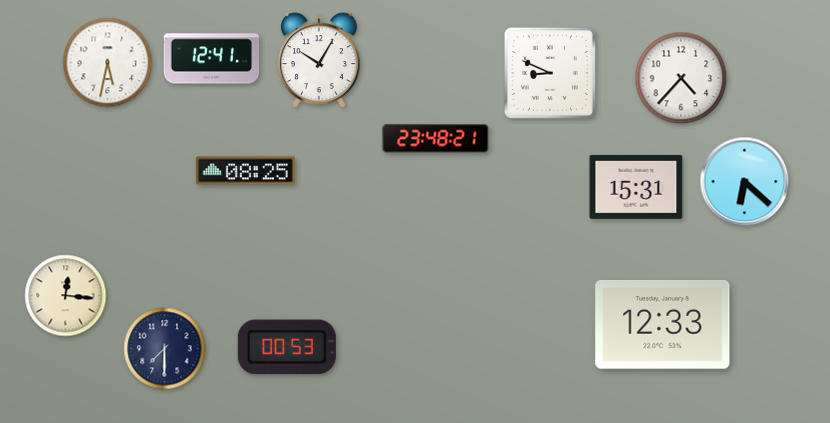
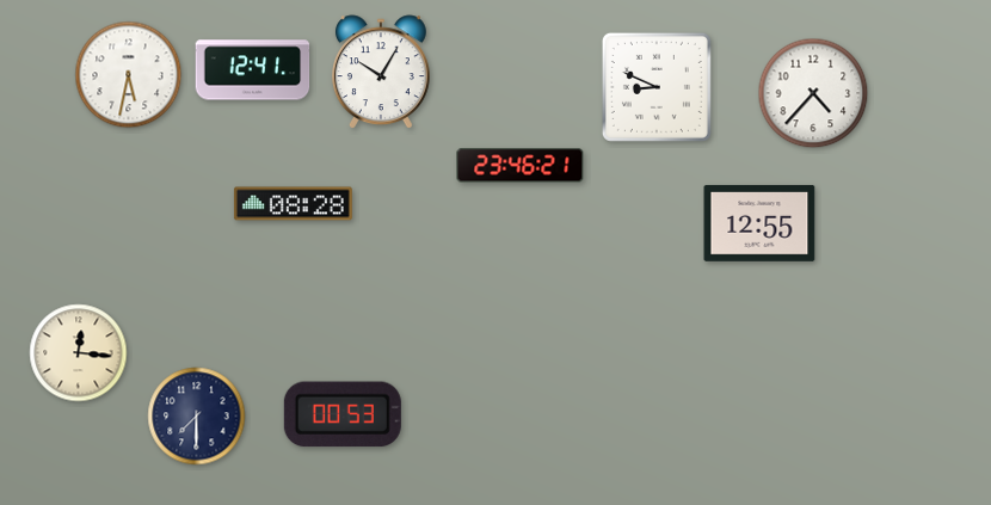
clock at (436, 139): 23:48 -> 23:46
clock at (245, 171): 08:25 -> 08:28
clock at (745, 182): 6:22 -> none
clock at (636, 187): 15:31 -> 12:55
clock at (663, 325): 12:33 -> none
